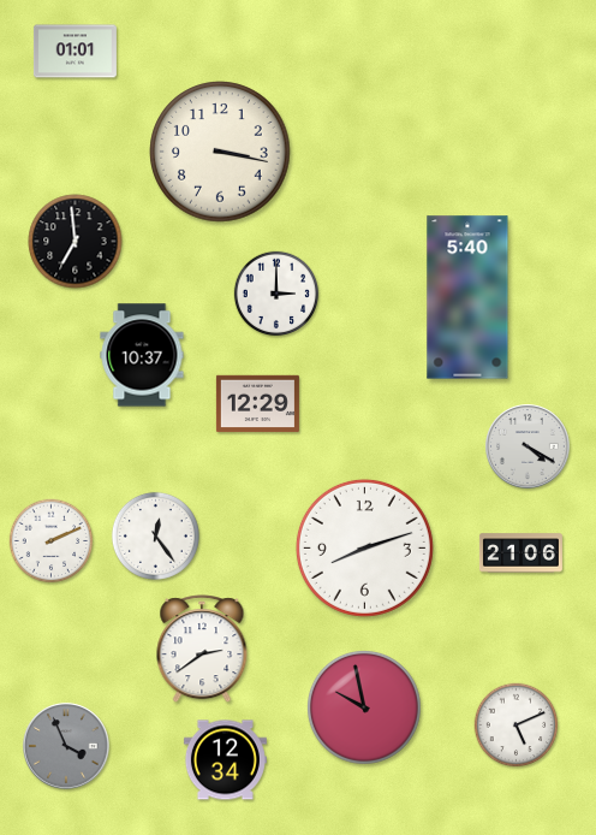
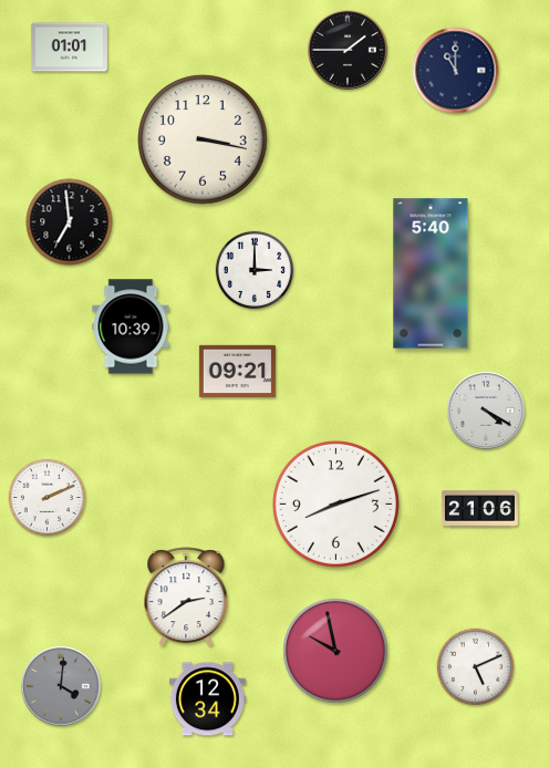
clock at (348, 50): none -> 1:45
clock at (456, 71): none -> 11:00
clock at (142, 355): 10:37 -> 10:39
clock at (257, 404): 12:29 -> 09:21
clock at (155, 535): 12:24 -> none
clock at (66, 746): 3:56 -> 4:01
